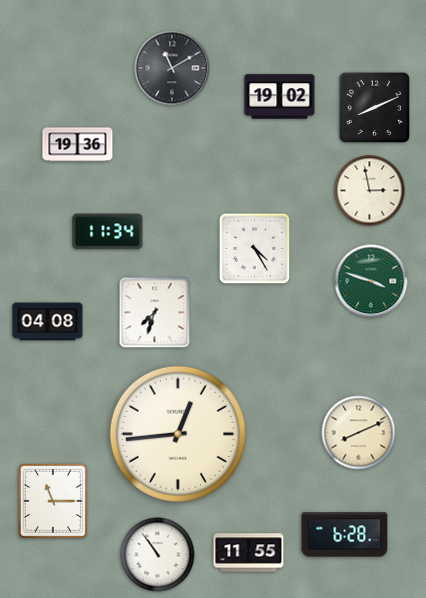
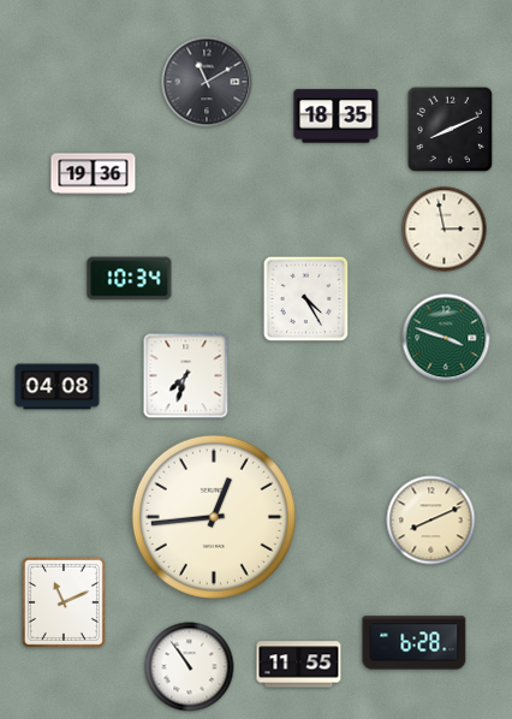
clock at (280, 97): 19:02 -> 18:35
clock at (108, 232): 11:34 -> 10:34
clock at (178, 434) position: (178, 434) -> (214, 517)
clock at (53, 501): 11:15 -> 11:11
